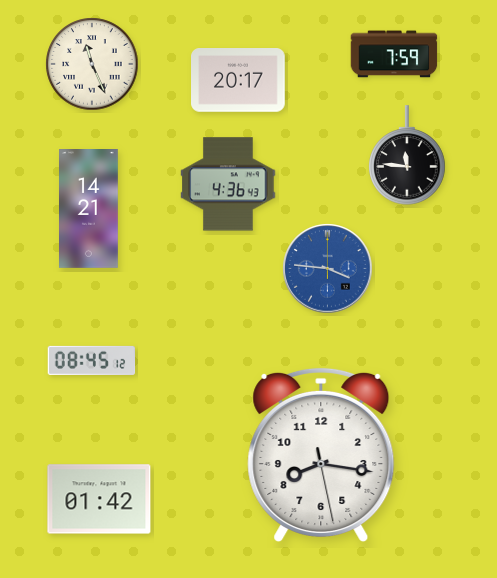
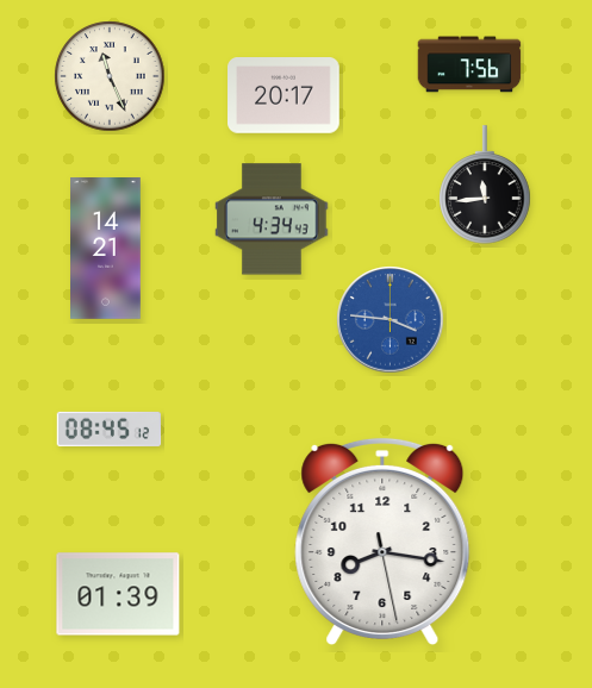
clock at (394, 54): 7:59 -> 7:56
clock at (407, 155): 11:46 -> 11:44
clock at (228, 184): 4:36 -> 4:34
clock at (99, 499): 01:42 -> 01:39
